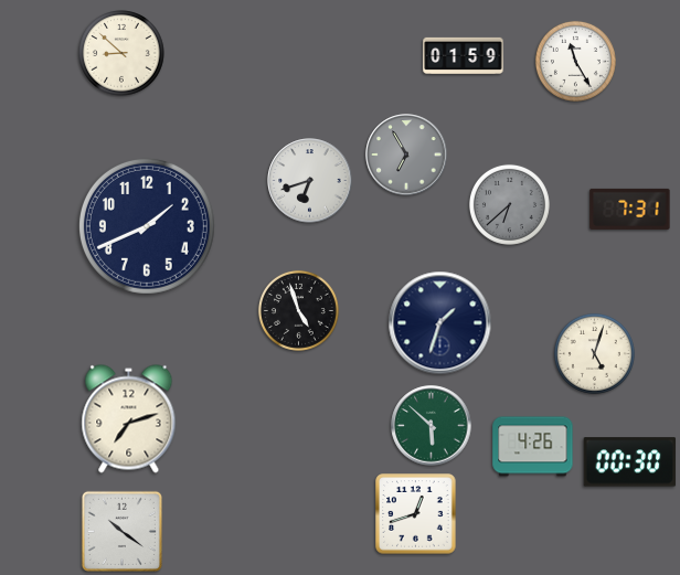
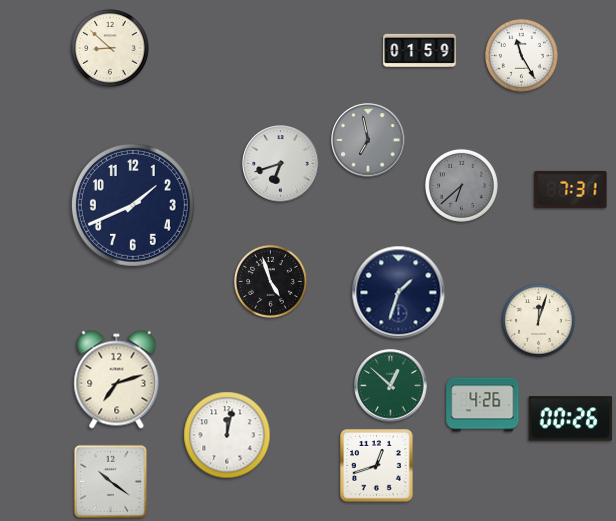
clock at (406, 155): 6:55 -> 6:58
clock at (594, 353): 5:03 -> 12:03
clock at (432, 426): 5:52 -> 12:52
clock at (630, 462): 00:30 -> 00:26
clock at (227, 435): none -> 12:02
